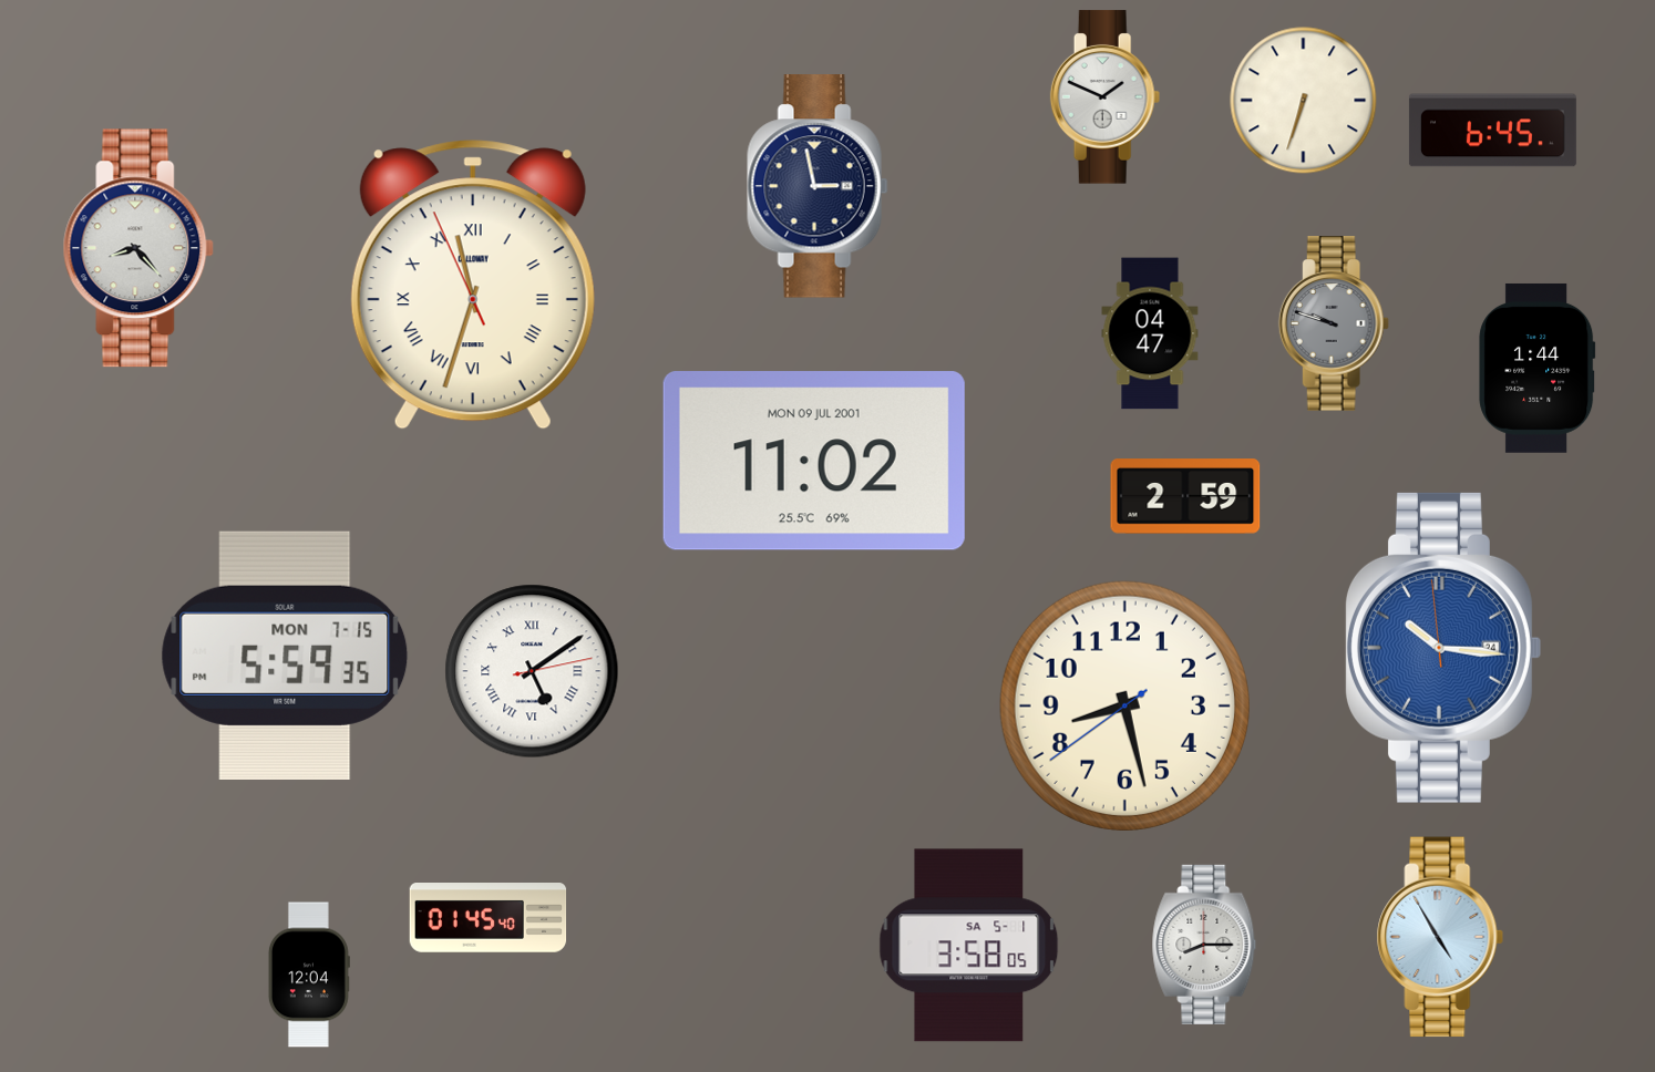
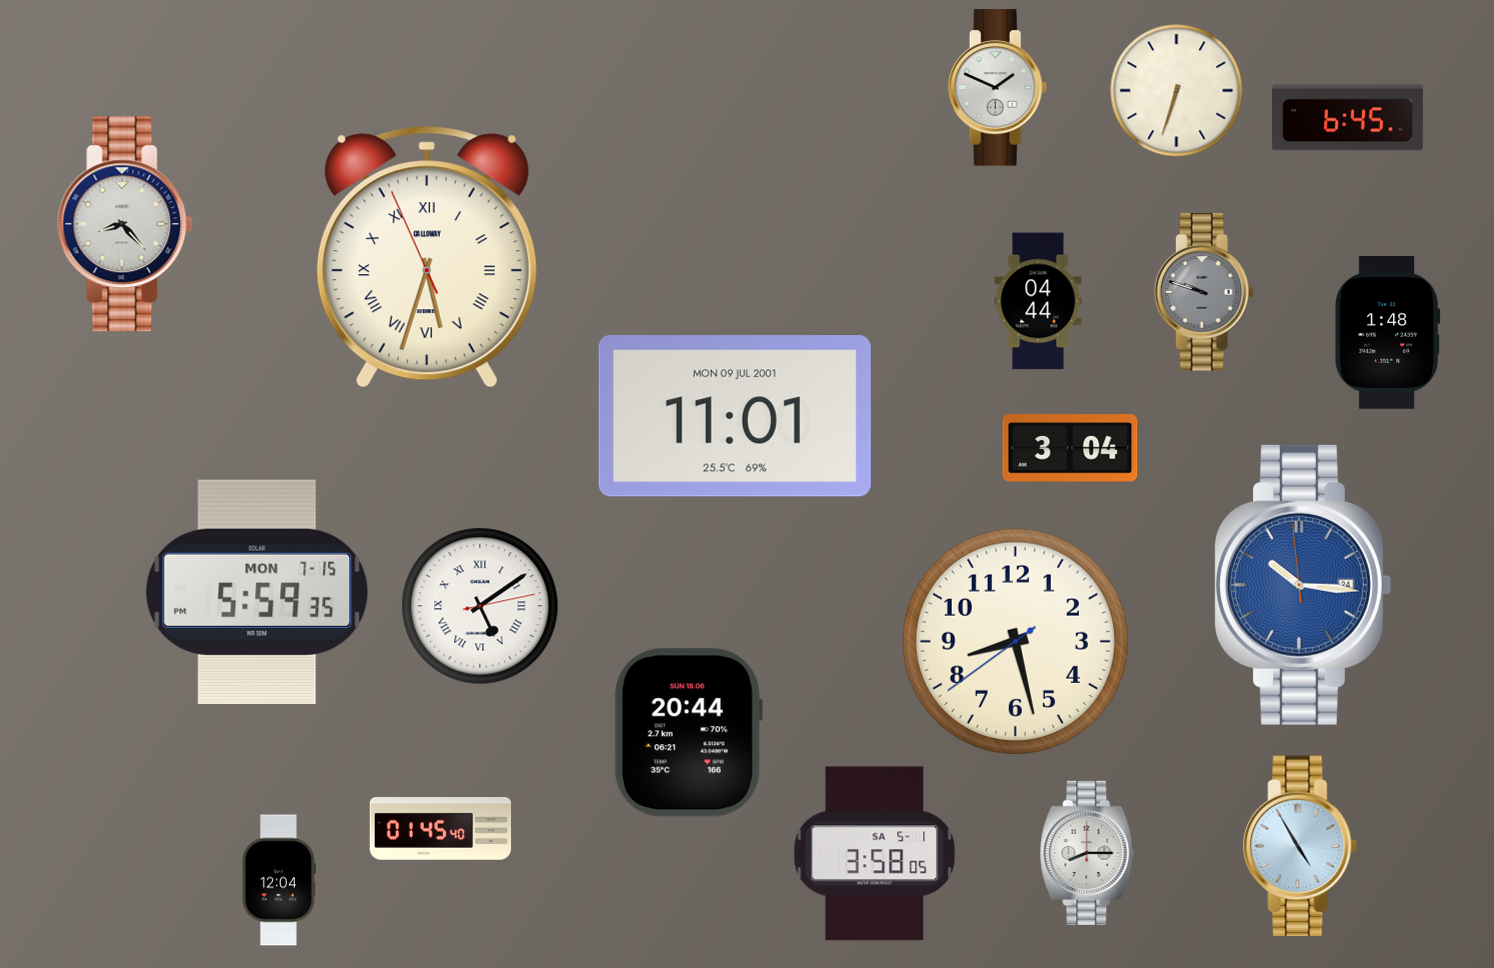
clock at (818, 186): 2:58 -> none
clock at (473, 285): 11:32 -> 5:32
clock at (1150, 333): 04:47 -> 04:44
clock at (1538, 368): 1:44 -> 1:48
clock at (814, 461): 11:02 -> 11:01
clock at (1185, 496): 2:59 -> 3:04
clock at (1124, 705) position: (1124, 705) -> (1015, 641)
clock at (688, 733): none -> 20:44
